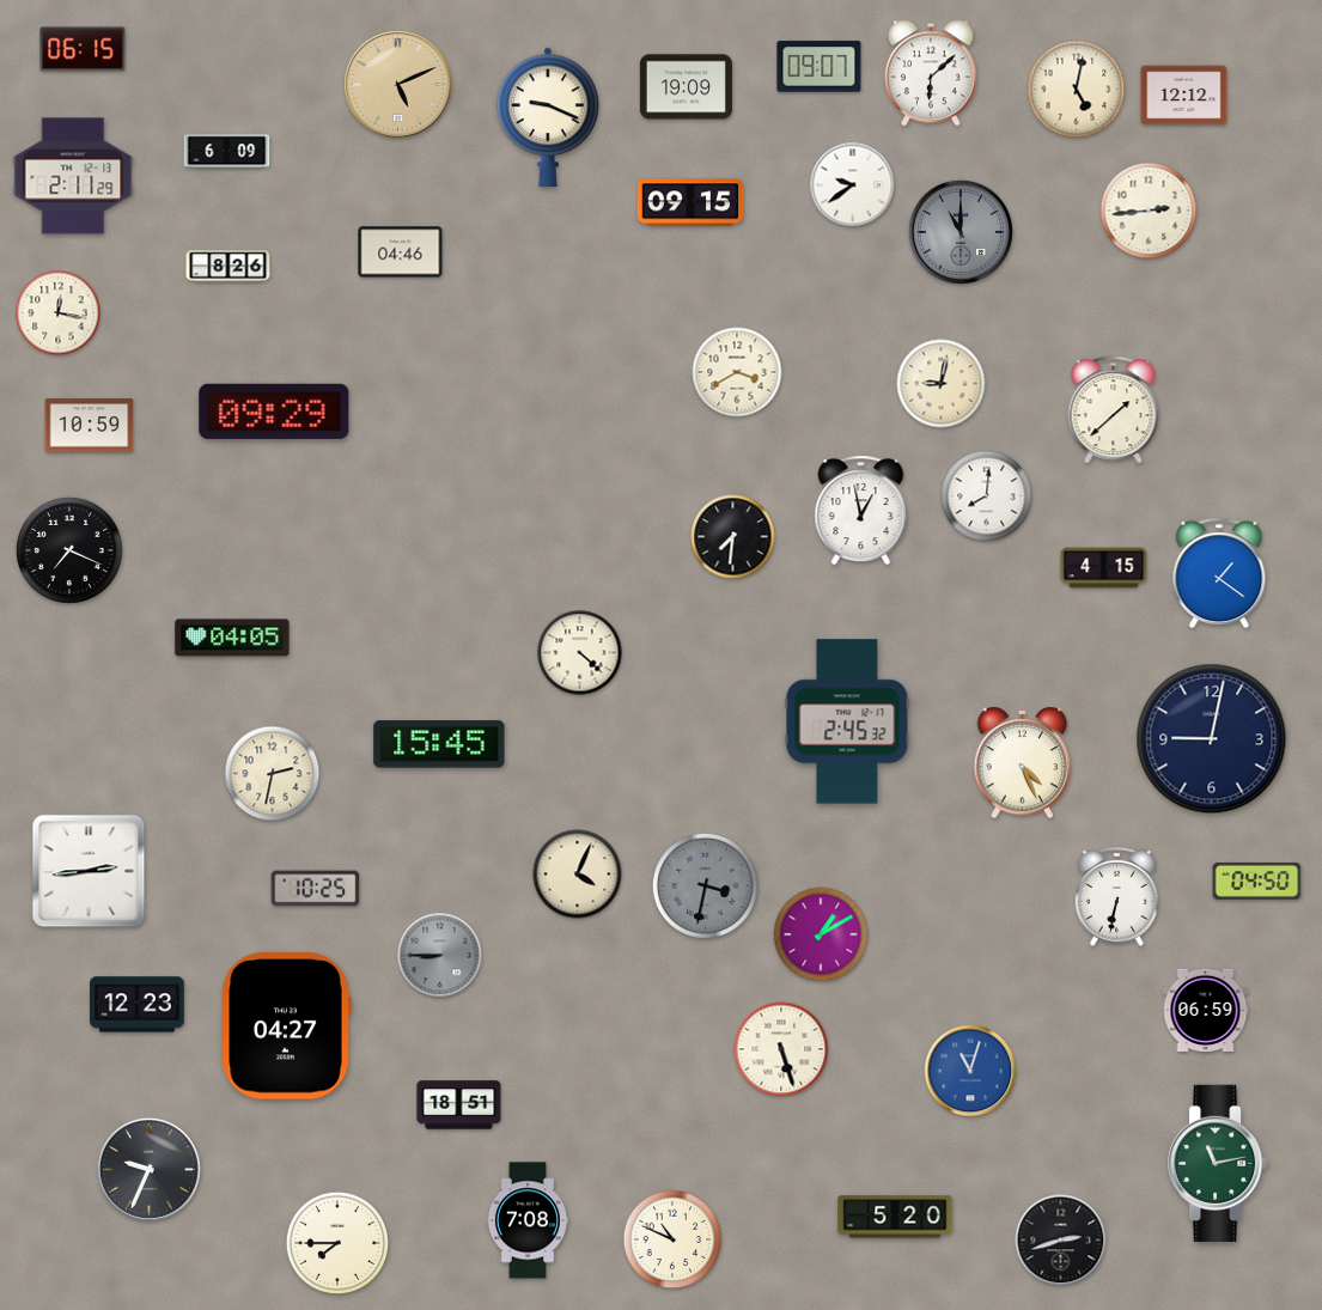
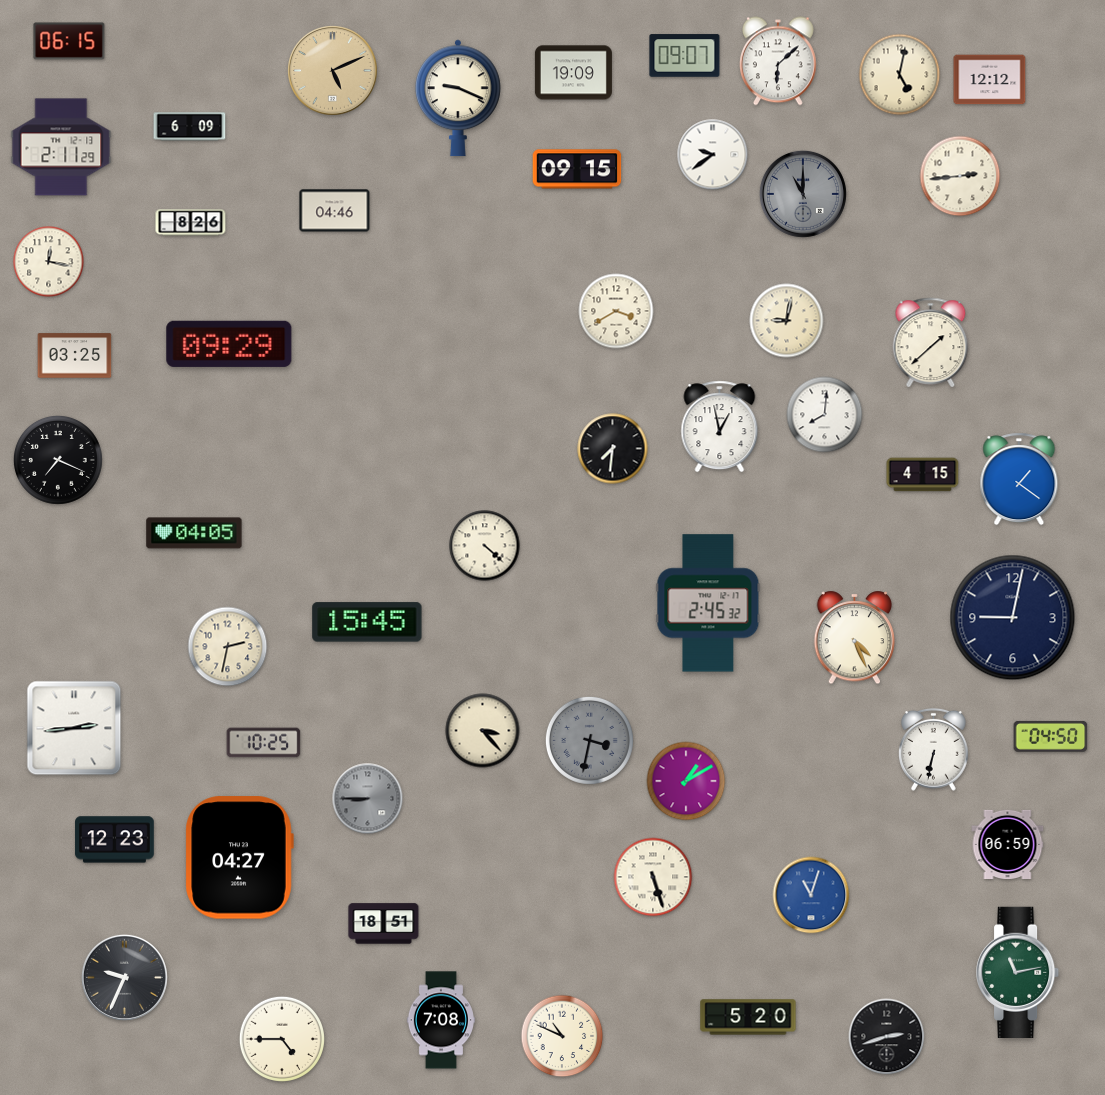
clock at (90, 426): 10:59 -> 03:25
clock at (578, 875): 4:04 -> 3:23
clock at (336, 1242): 7:45 -> 4:45
